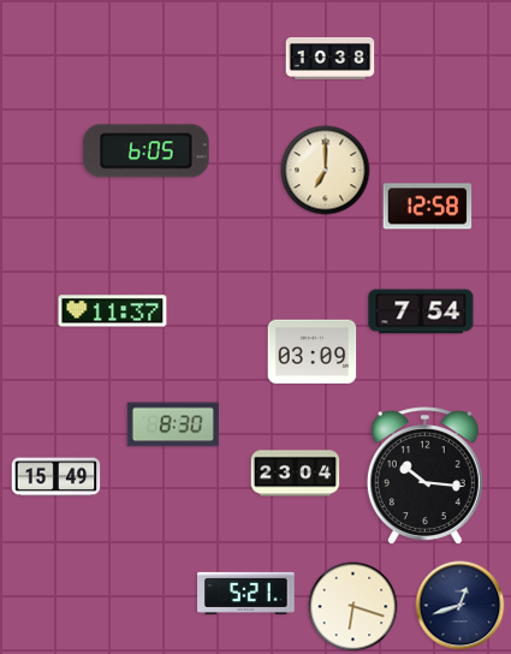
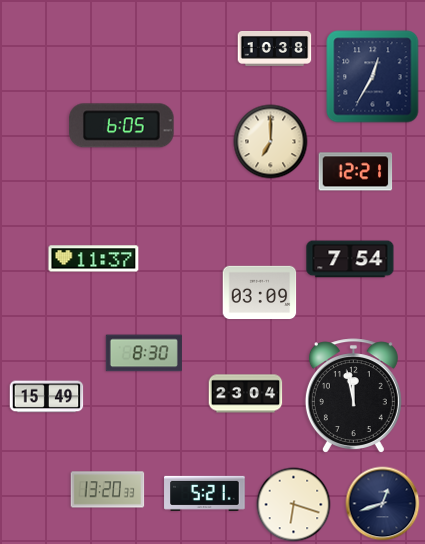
clock at (373, 77): none -> 12:35
clock at (428, 207): 12:58 -> 12:21
clock at (424, 476): 10:16 -> 11:58
clock at (108, 490): none -> 13:20
